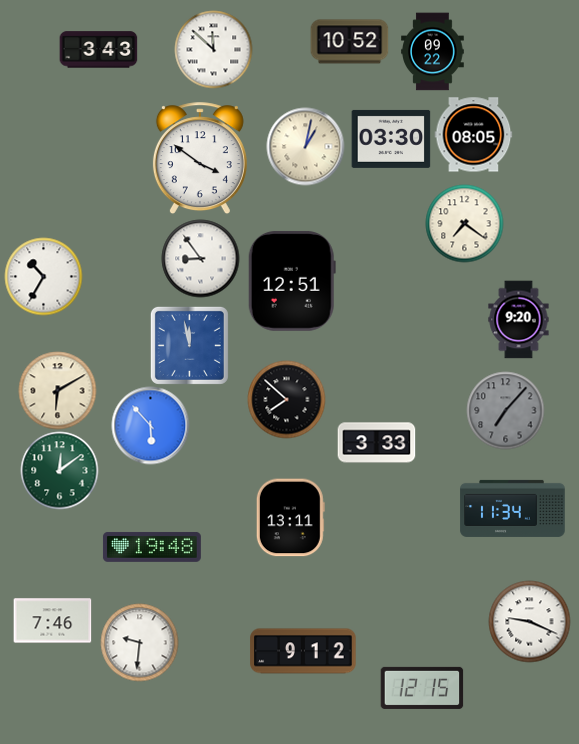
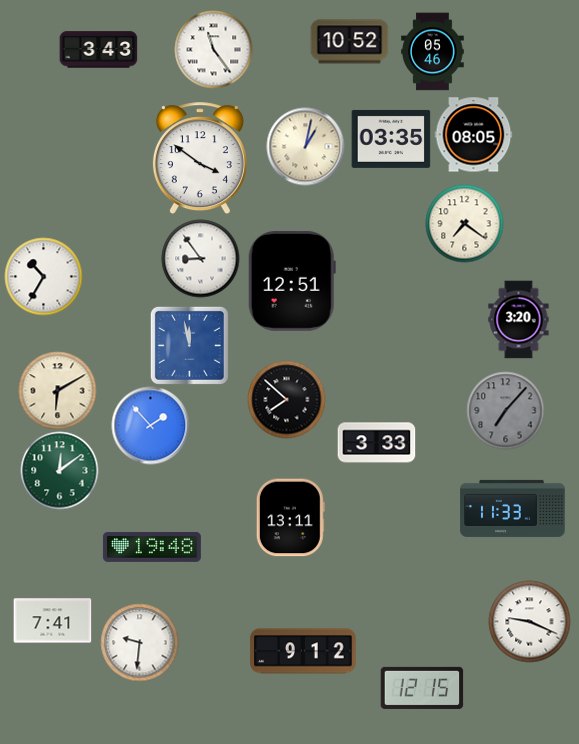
clock at (213, 49): 11:52 -> 11:24
clock at (433, 51): 09:22 -> 05:46
clock at (391, 139): 03:30 -> 03:35
clock at (519, 319): 9:20 -> 3:20
clock at (150, 425): 5:53 -> 1:53
clock at (513, 508): 11:34 -> 11:33
clock at (52, 621): 7:46 -> 7:41
